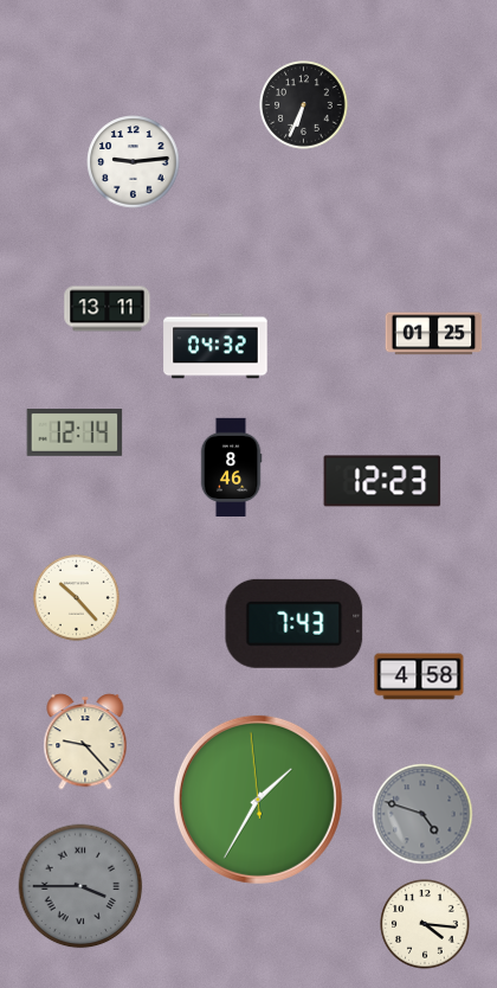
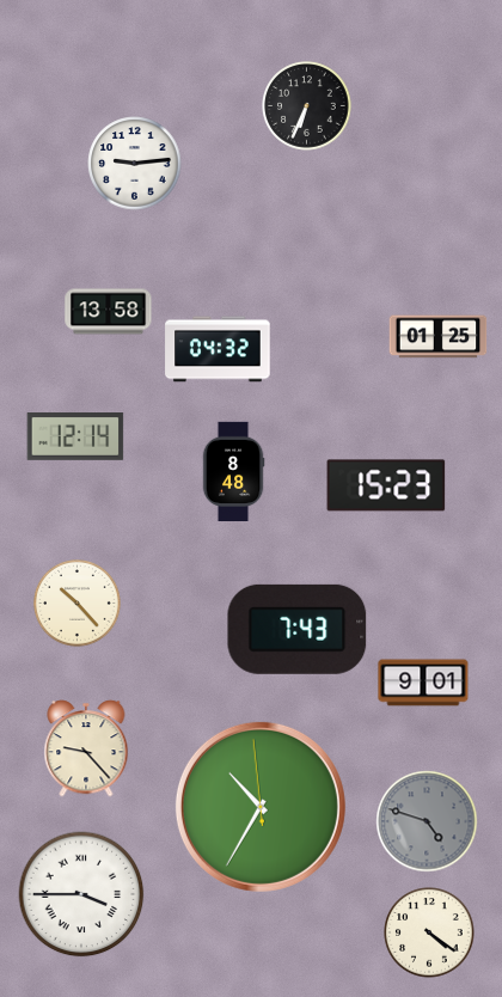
clock at (108, 309): 13:11 -> 13:58
clock at (231, 467): 8:46 -> 8:48
clock at (382, 481): 12:23 -> 15:23
clock at (419, 676): 4:58 -> 9:01
clock at (258, 800): 1:34 -> 10:34
clock at (80, 886) dial: grey -> white
clock at (425, 924): 4:16 -> 4:21
